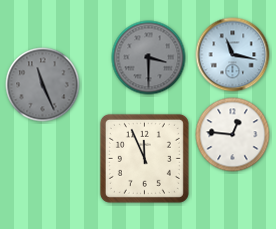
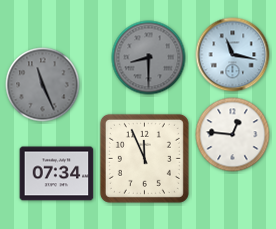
clock at (149, 58): 3:30 -> 8:30
clock at (57, 174): none -> 07:34
